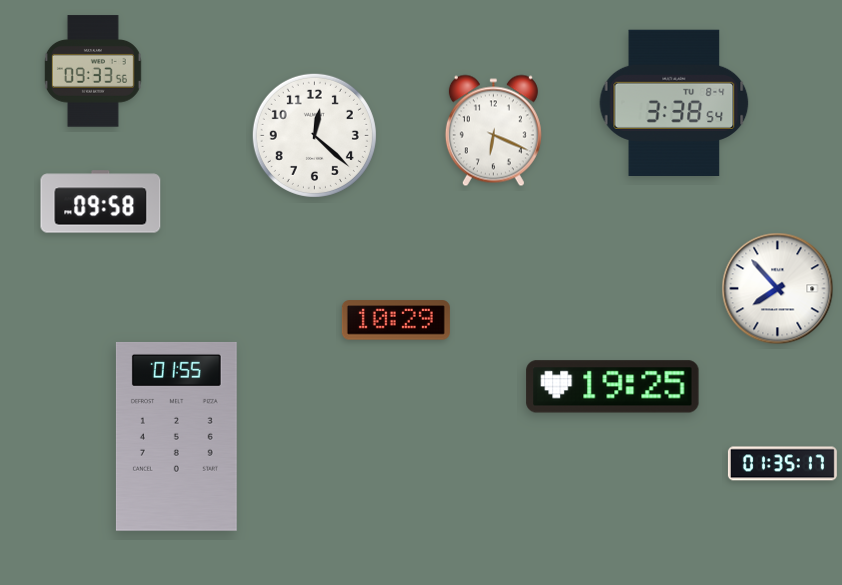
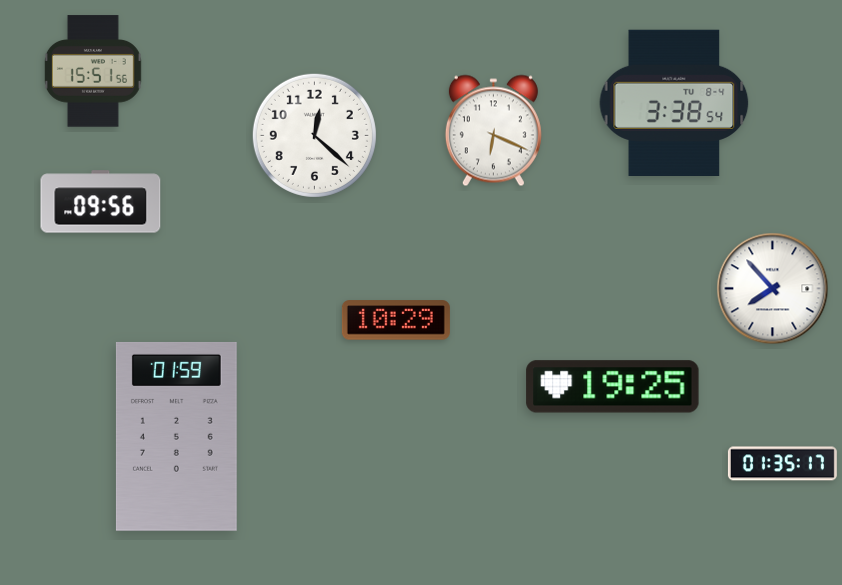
clock at (93, 71): 09:33 -> 15:51
clock at (101, 202): 09:58 -> 09:56
clock at (778, 289) position: (778, 289) -> (773, 289)
clock at (176, 436): 01:55 -> 01:59
